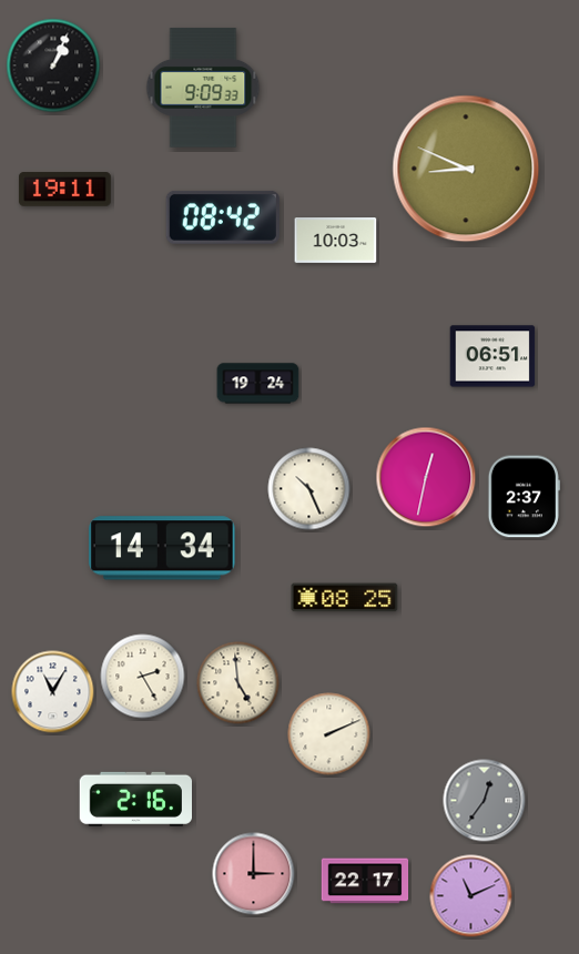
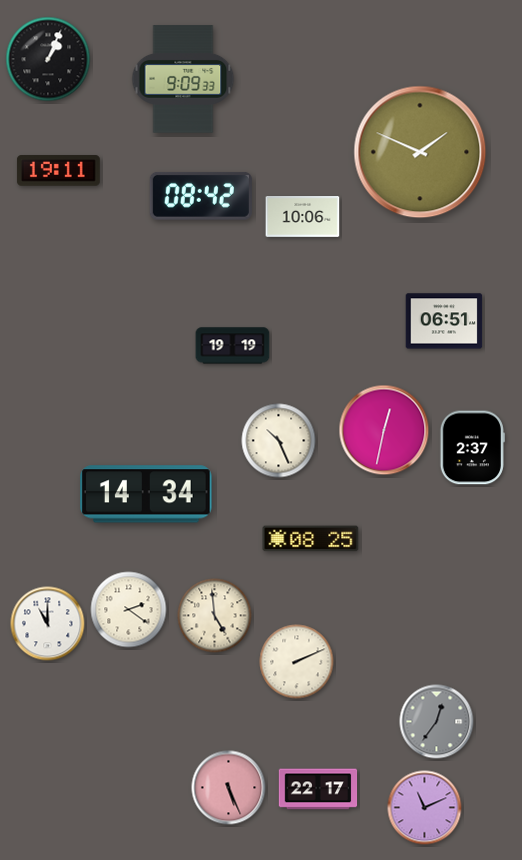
clock at (466, 169): 8:49 -> 1:49
clock at (336, 241): 10:03 -> 10:06
clock at (258, 384): 19:24 -> 19:19
clock at (143, 677): 2:25 -> 2:21
clock at (53, 692): 11:05 -> 11:00
clock at (135, 799): 2:16 -> none
clock at (254, 874): 3:00 -> 5:26
clock at (365, 881) position: (365, 881) -> (318, 789)
